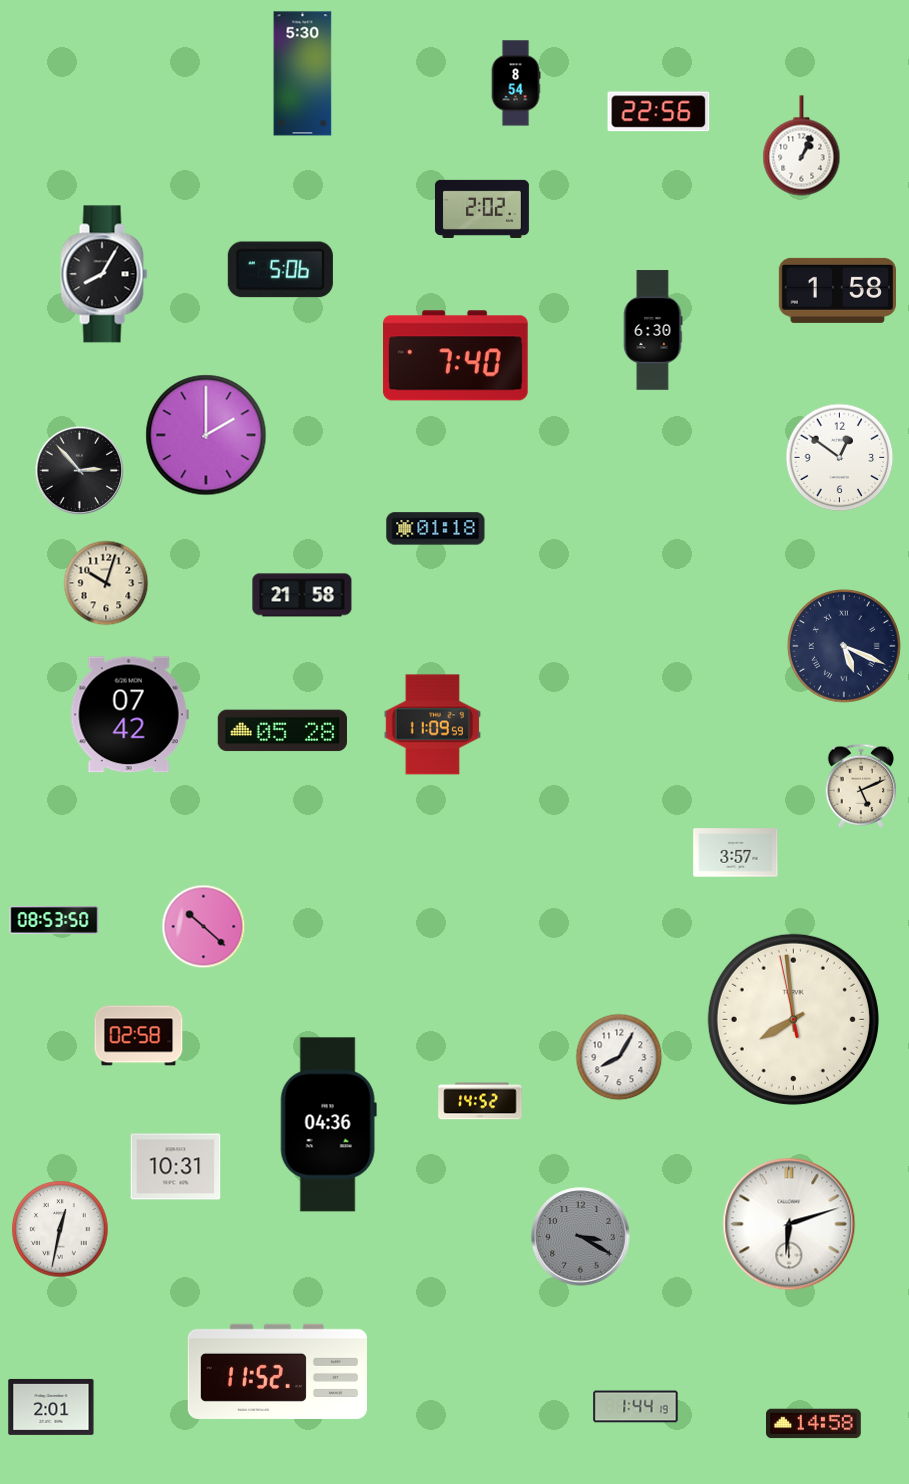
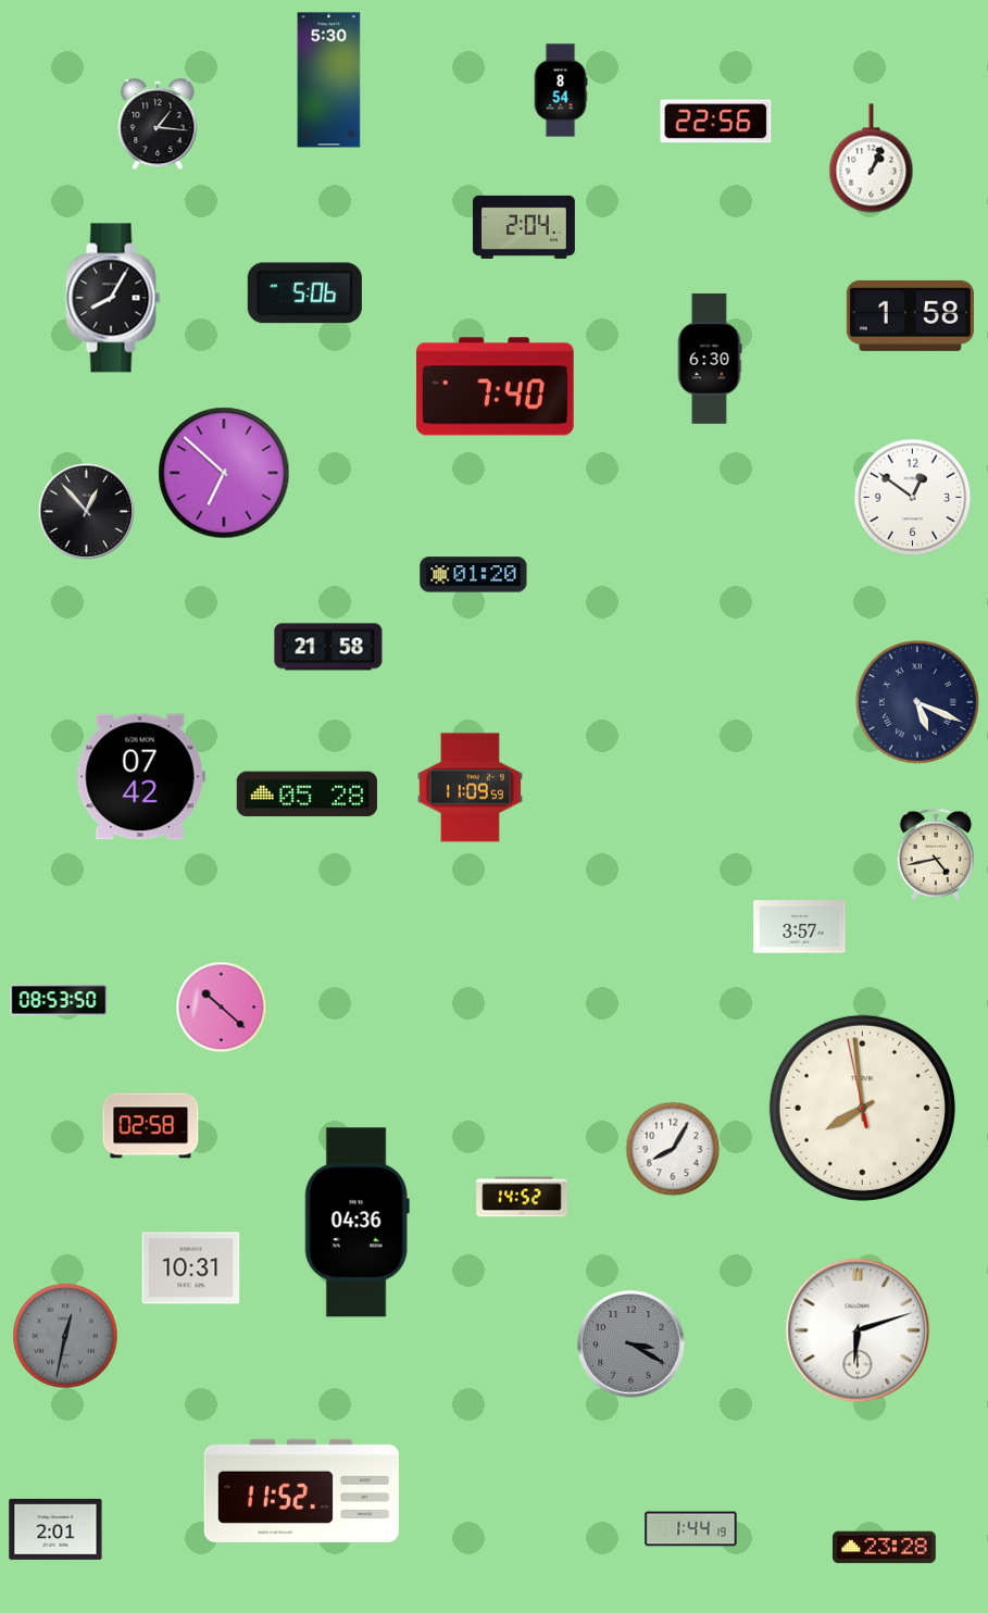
clock at (158, 124): none -> 1:16
clock at (482, 209): 2:02 -> 2:04
clock at (206, 435): 2:00 -> 6:52
clock at (80, 471): 2:53 -> 12:53
clock at (436, 529): 01:18 -> 01:20
clock at (106, 583): 10:03 -> none
clock at (861, 785): 5:11 -> 4:43
clock at (60, 1229) dial: white -> grey
clock at (814, 1424): 14:58 -> 23:28
